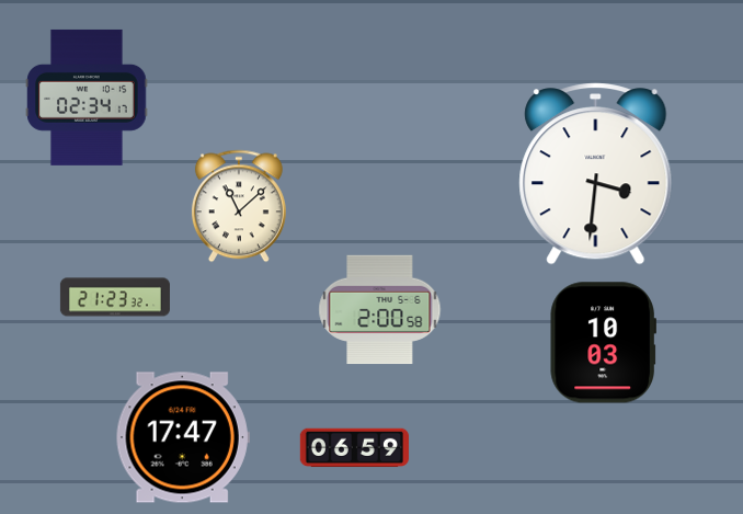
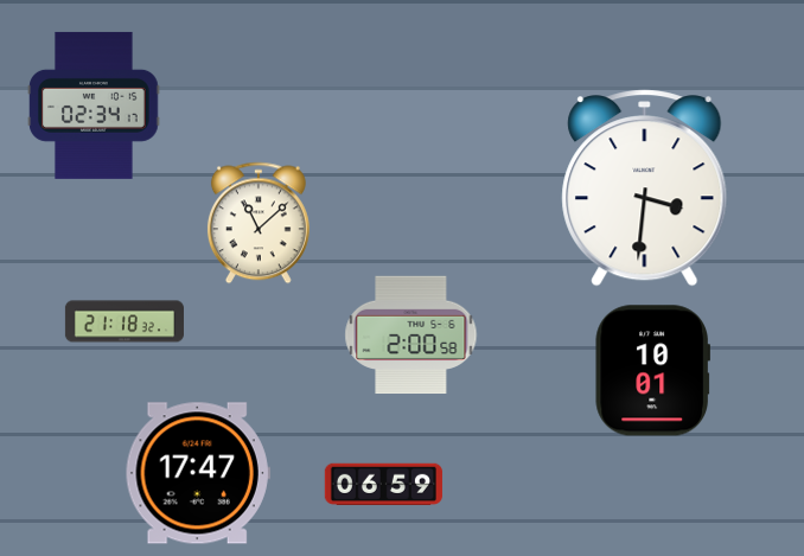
clock at (115, 297): 21:23 -> 21:18
clock at (603, 343): 10:03 -> 10:01
